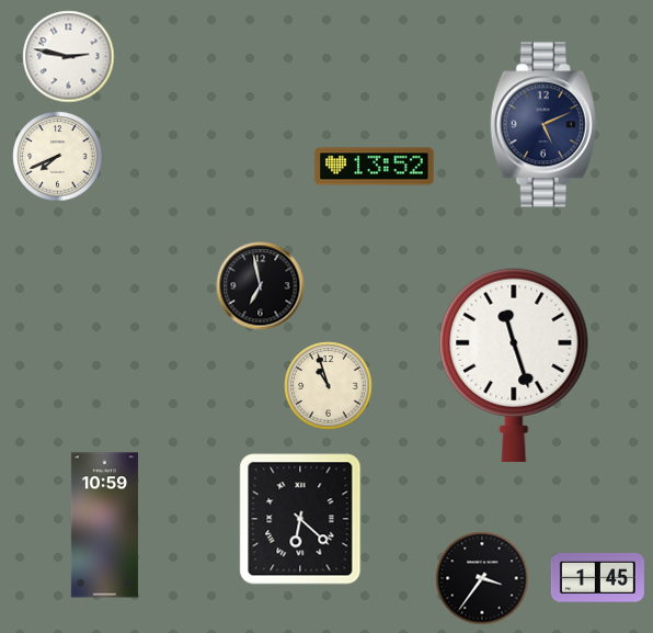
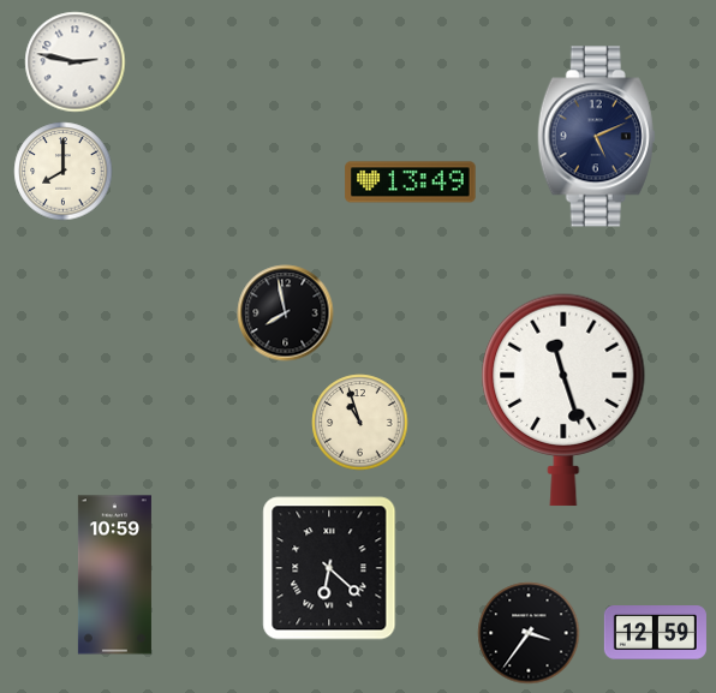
clock at (58, 157): 7:41 -> 8:00
clock at (375, 167): 13:52 -> 13:49
clock at (261, 286): 6:58 -> 7:58
clock at (597, 578): 1:45 -> 12:59
